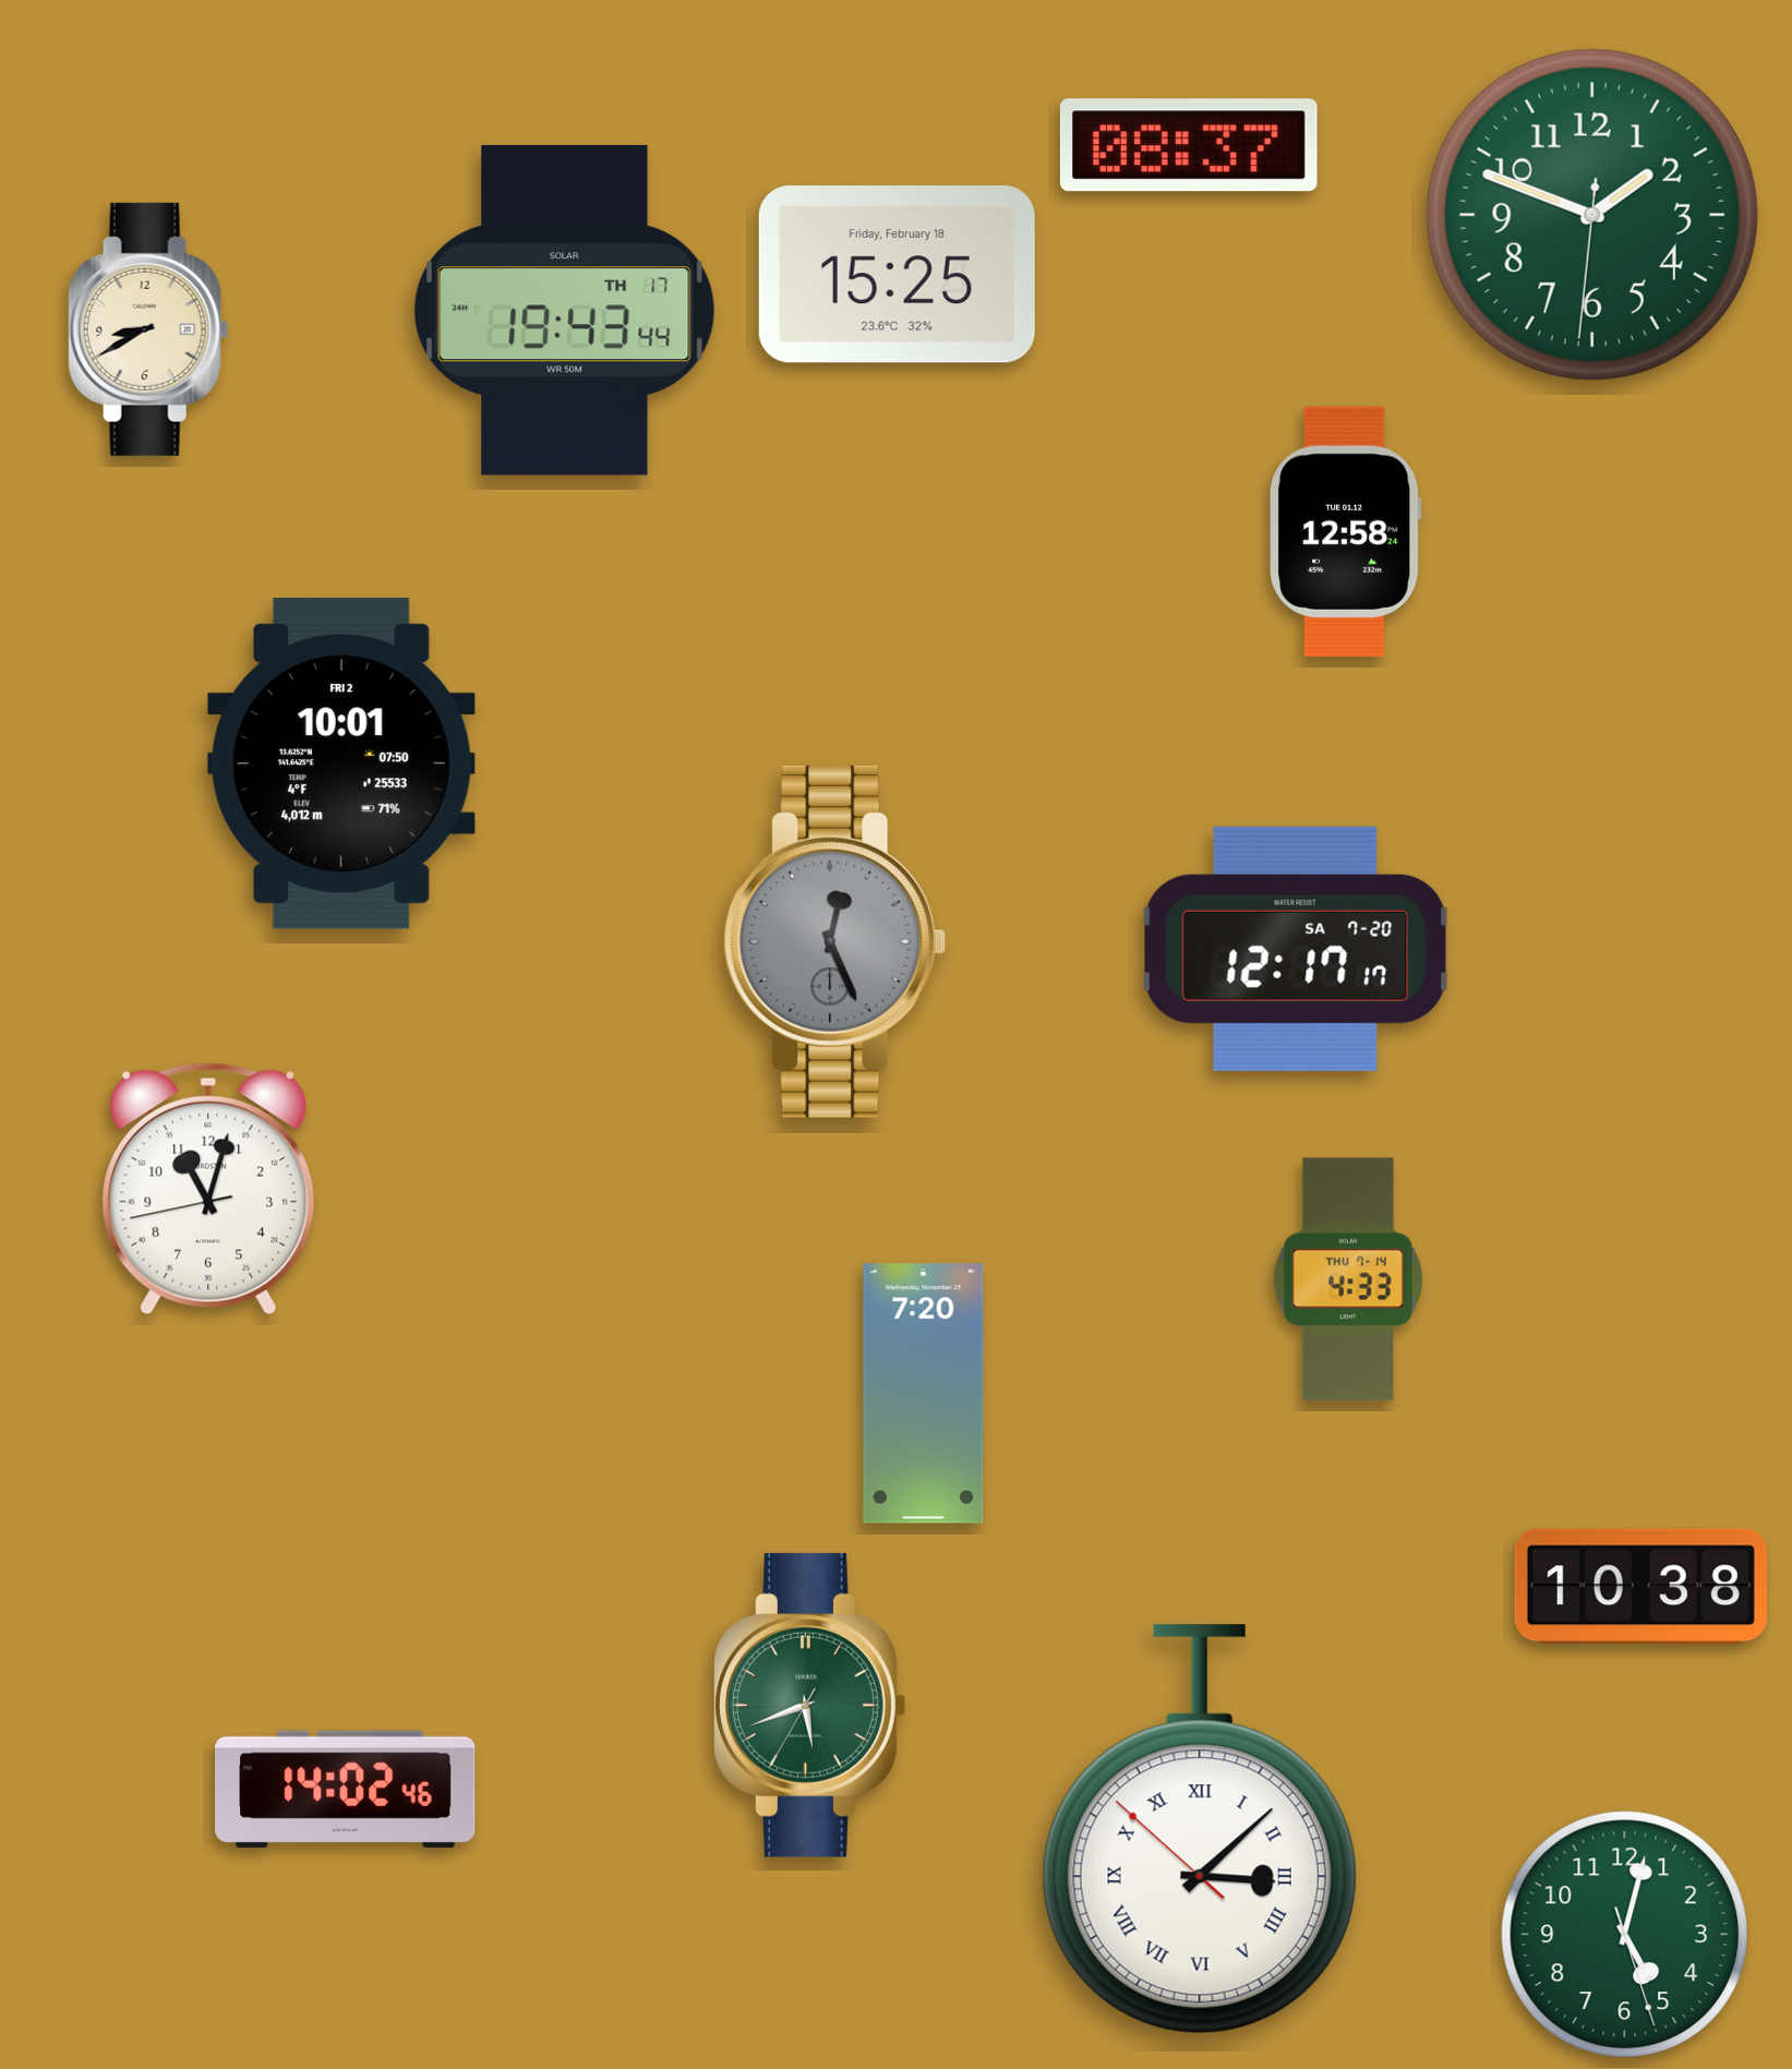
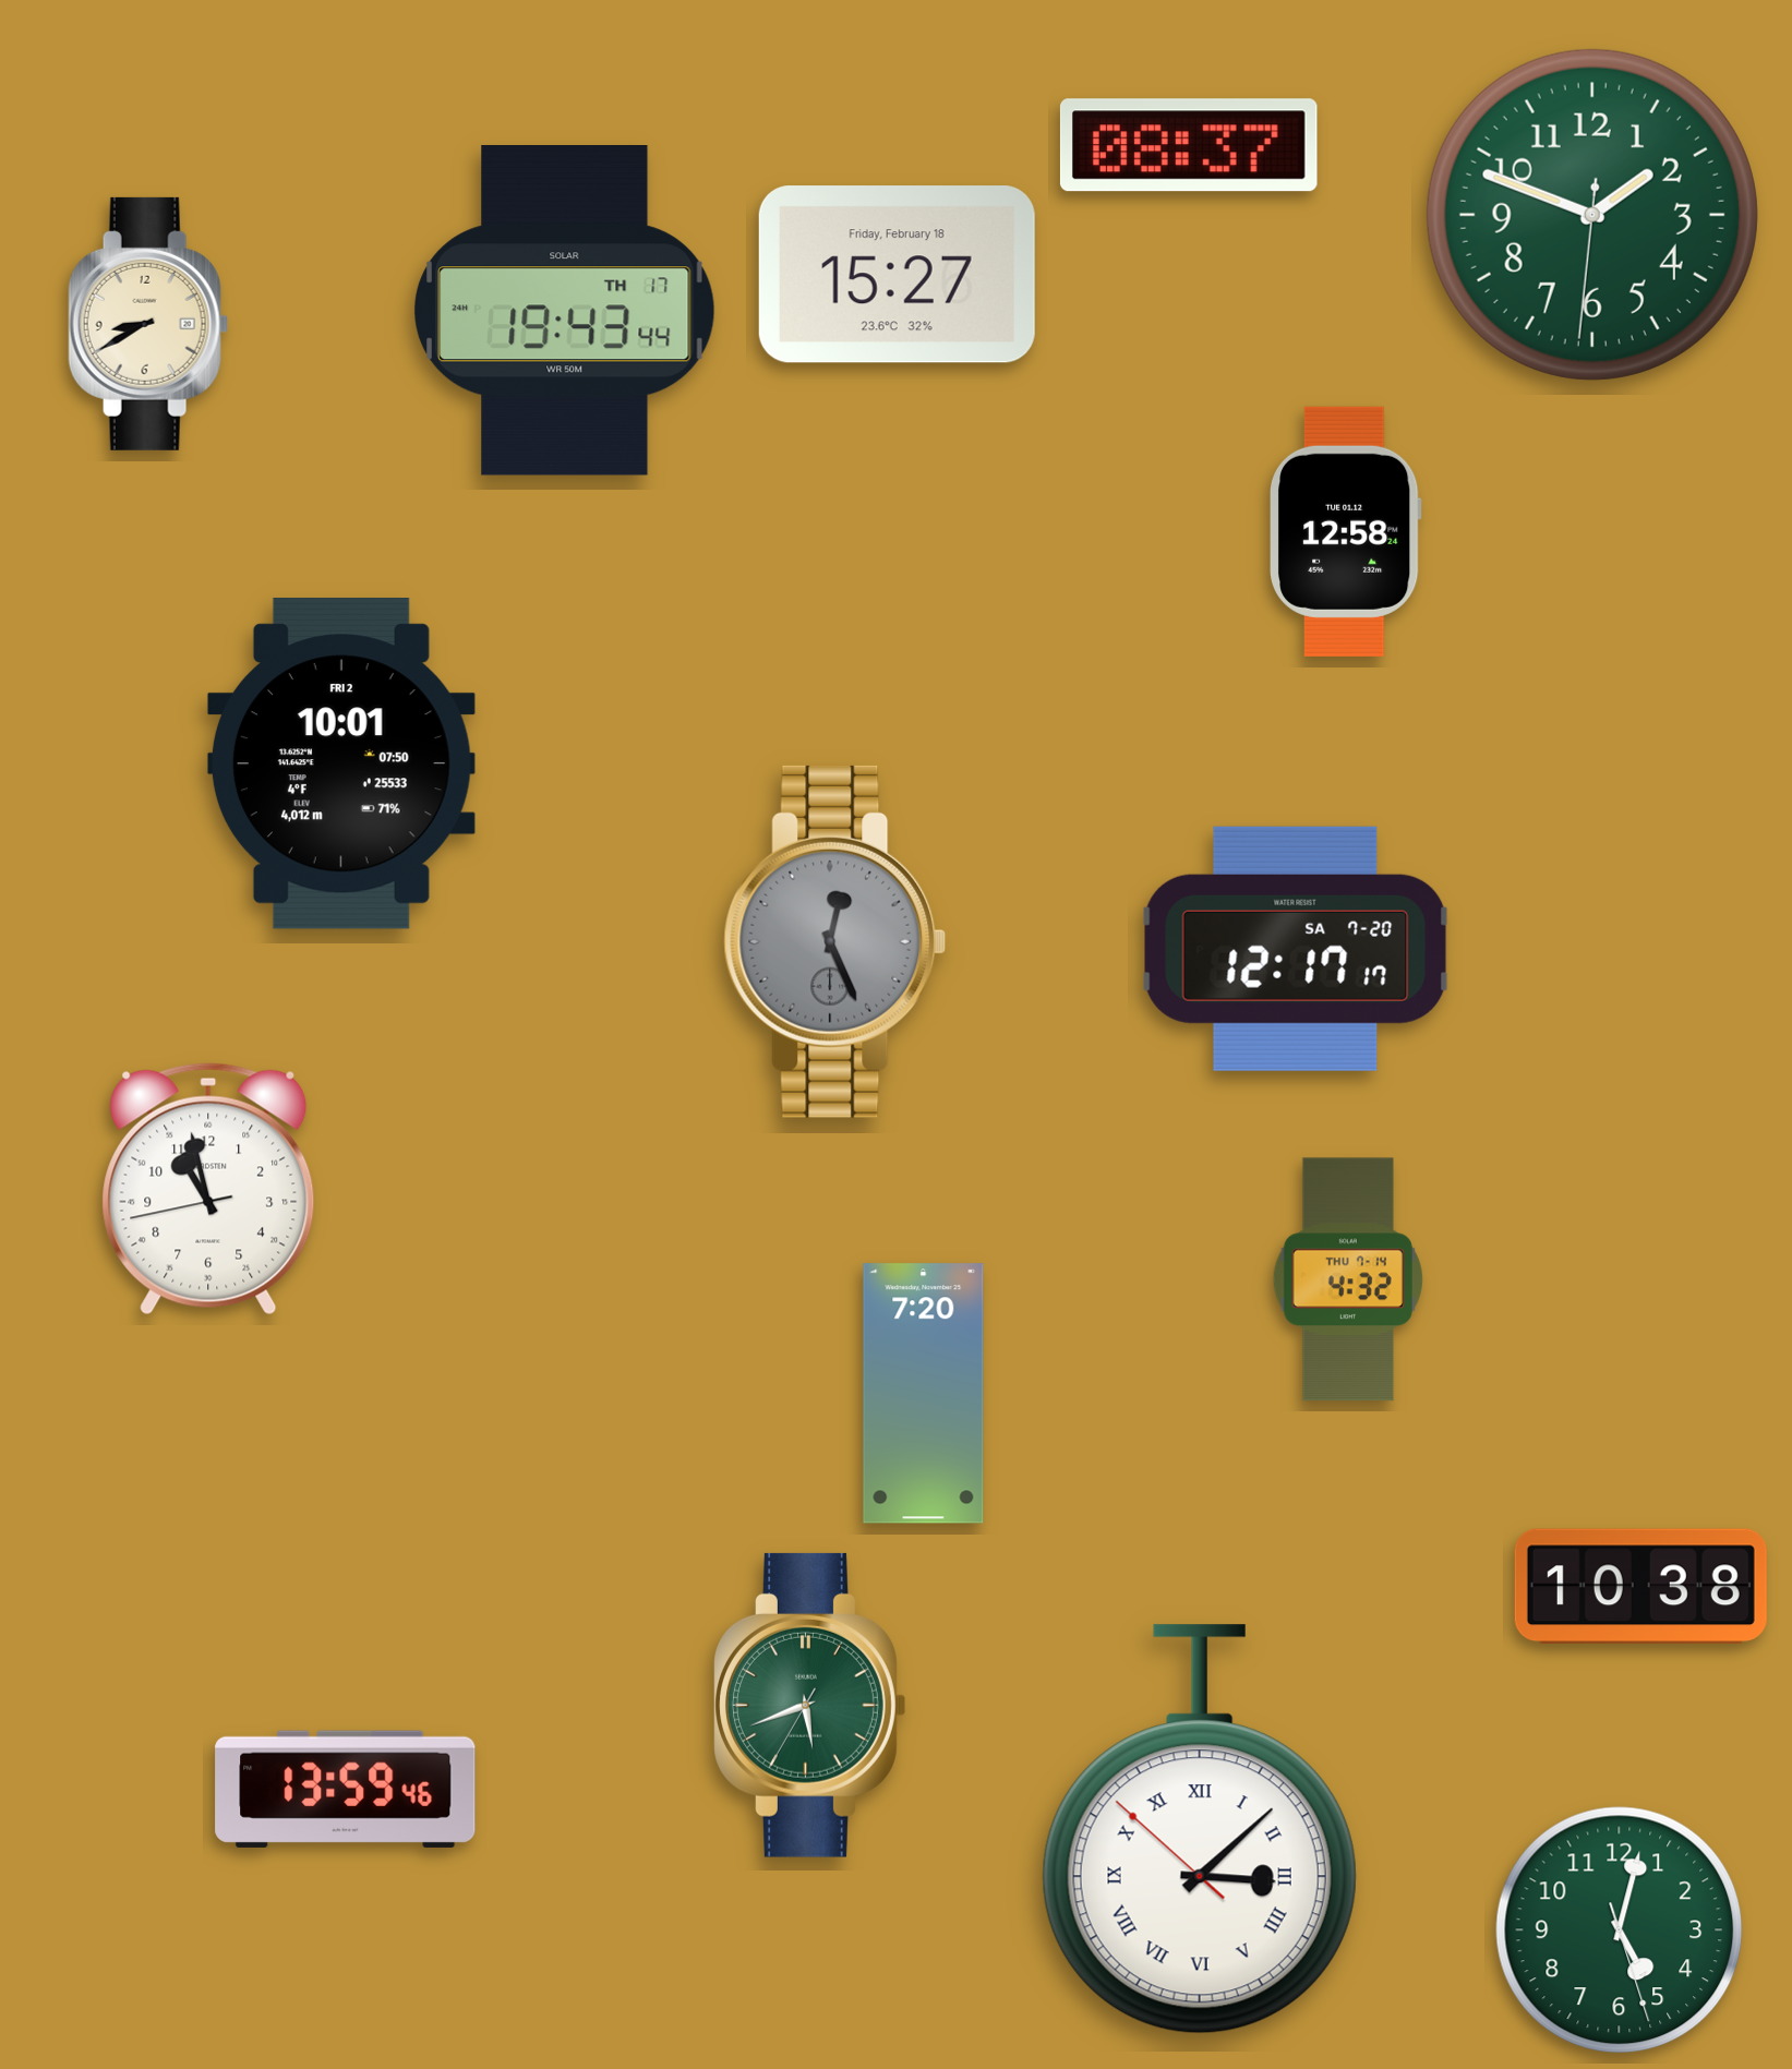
clock at (897, 275): 15:25 -> 15:27
clock at (148, 329) position: (148, 329) -> (148, 324)
clock at (208, 1189): 11:02 -> 10:57
clock at (1348, 1279): 4:33 -> 4:32
clock at (346, 1789): 14:02 -> 13:59
clock at (1625, 1935) position: (1625, 1935) -> (1620, 1930)
